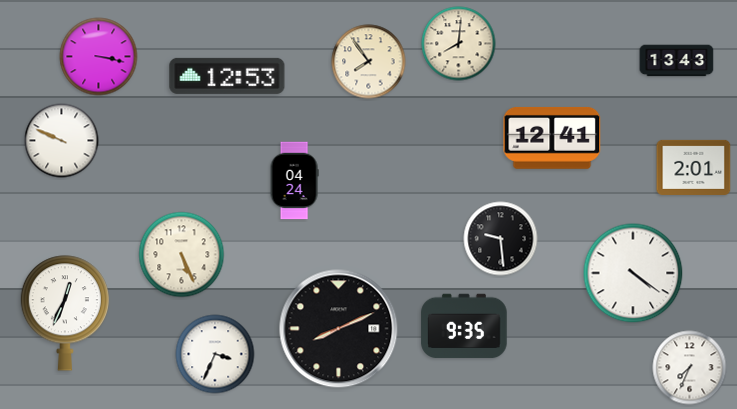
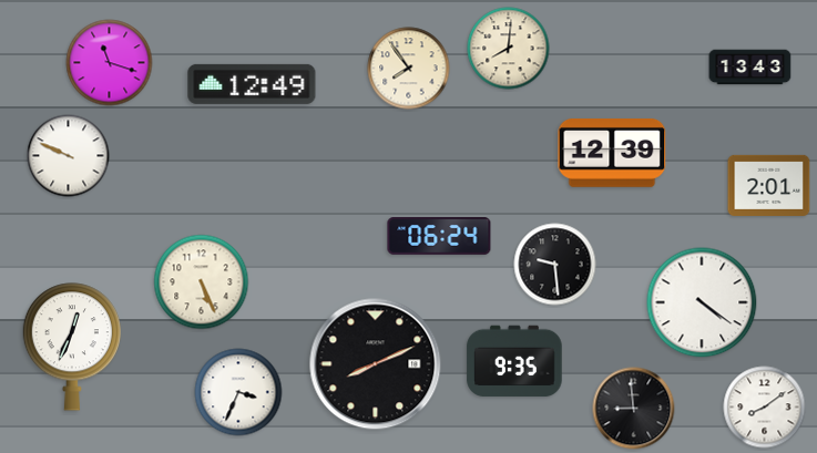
clock at (99, 57): 3:17 -> 11:18
clock at (227, 76): 12:53 -> 12:49
clock at (552, 138): 12:41 -> 12:39
clock at (294, 181): 04:24 -> none
clock at (439, 237): none -> 06:24
clock at (690, 368): 7:34 -> 8:09
clock at (634, 409): none -> 8:59
